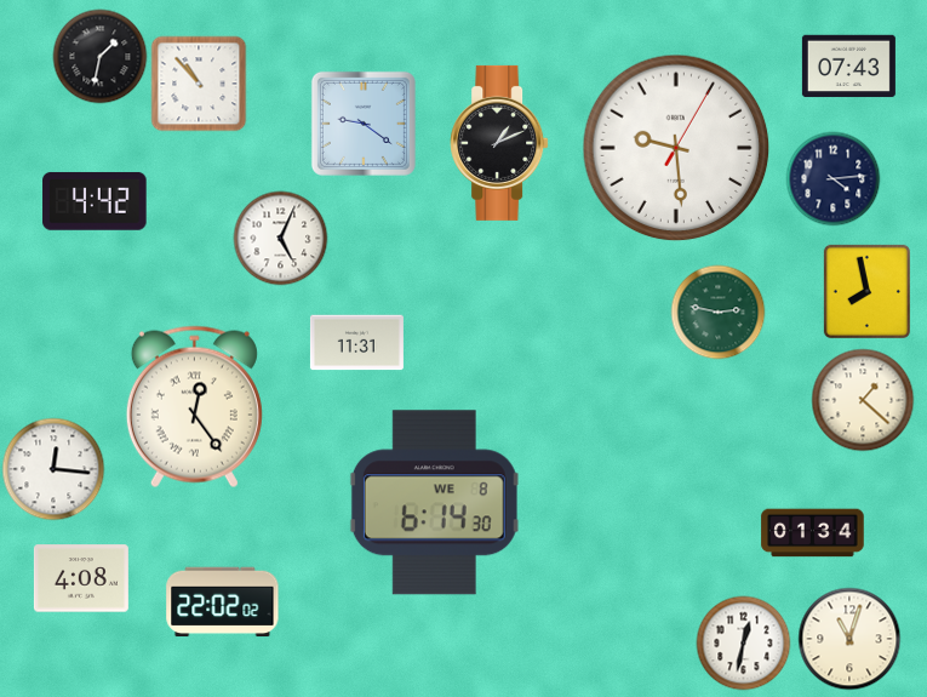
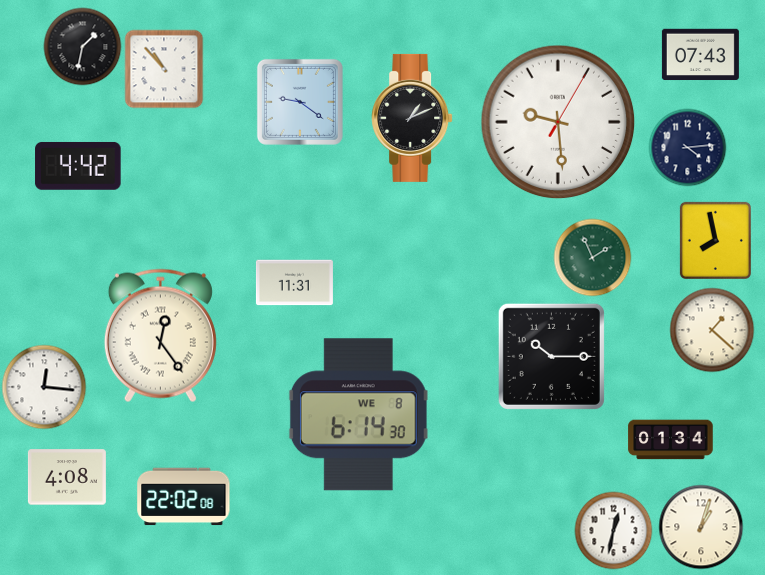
clock at (280, 238): 5:04 -> none
clock at (717, 312): 2:47 -> 1:56
clock at (551, 356): none -> 10:15
clock at (223, 602): 22:02:02 -> 22:02:08
clock at (849, 639): 11:03 -> 1:03
